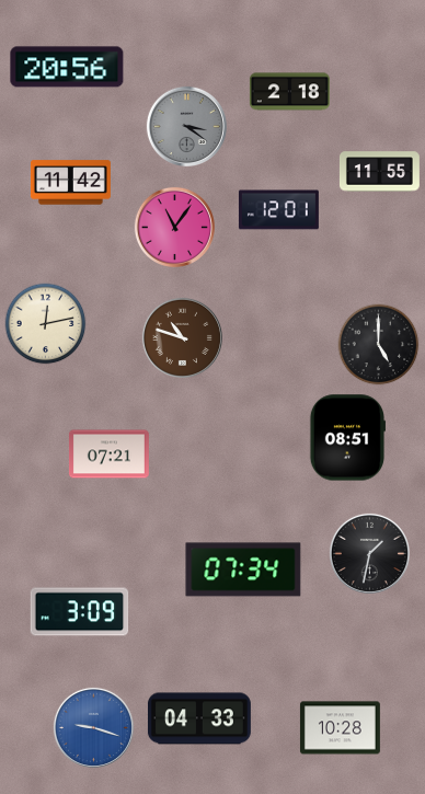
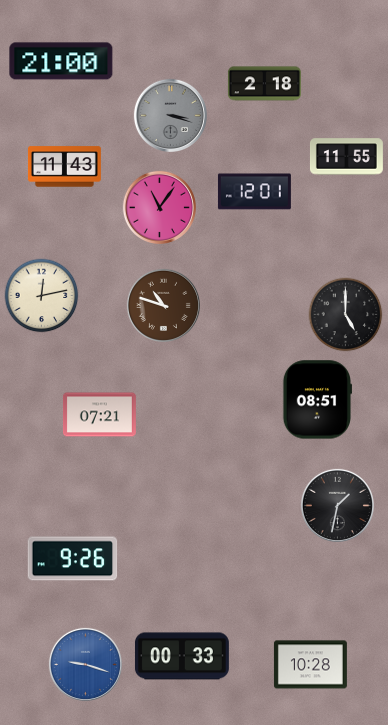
clock at (67, 67): 20:56 -> 21:00
clock at (186, 126): 3:21 -> 3:18
clock at (70, 183): 11:42 -> 11:43
clock at (182, 337) position: (182, 337) -> (163, 305)
clock at (243, 569): 07:34 -> none
clock at (80, 612): 3:09 -> 9:26
clock at (199, 718): 04:33 -> 00:33
